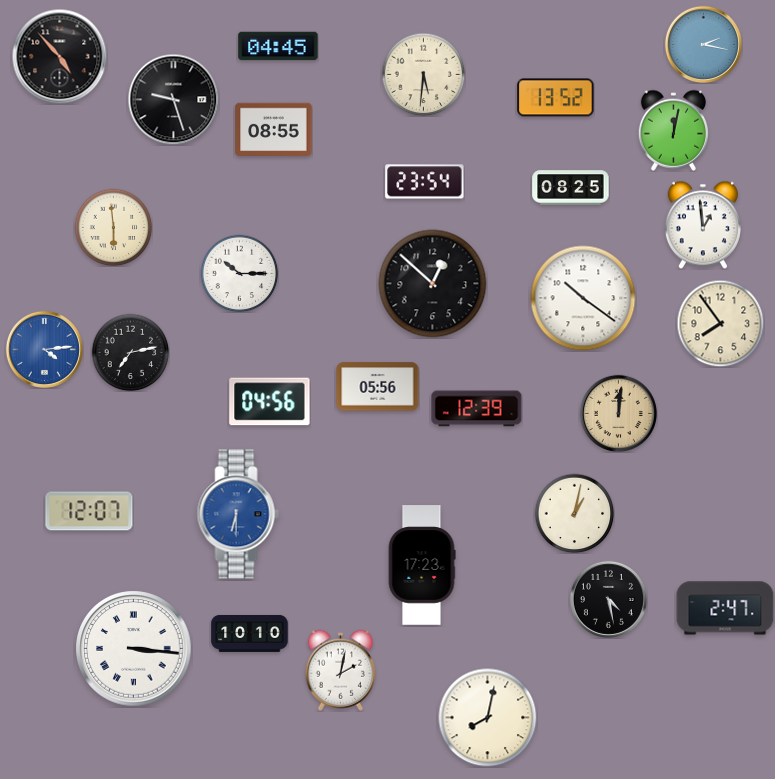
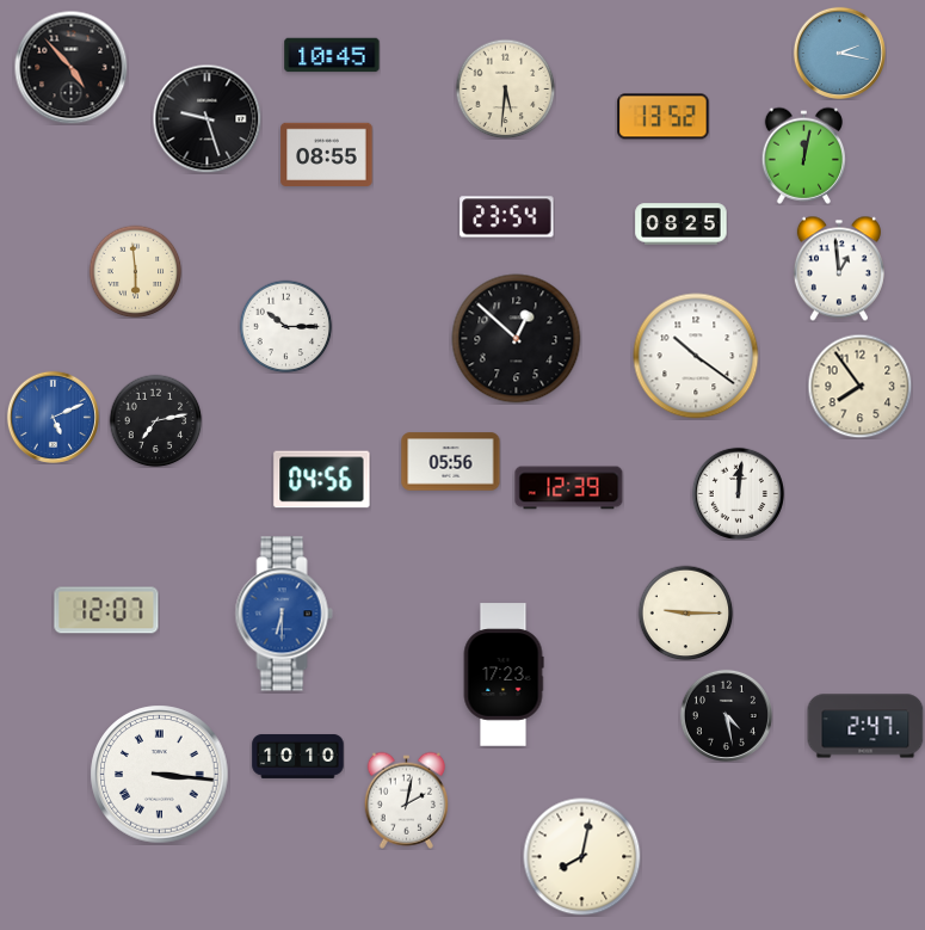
clock at (278, 46): 04:45 -> 10:45
clock at (44, 349): 4:14 -> 5:11
clock at (618, 413) dial: champagne -> white
clock at (574, 513): 1:02 -> 9:15
